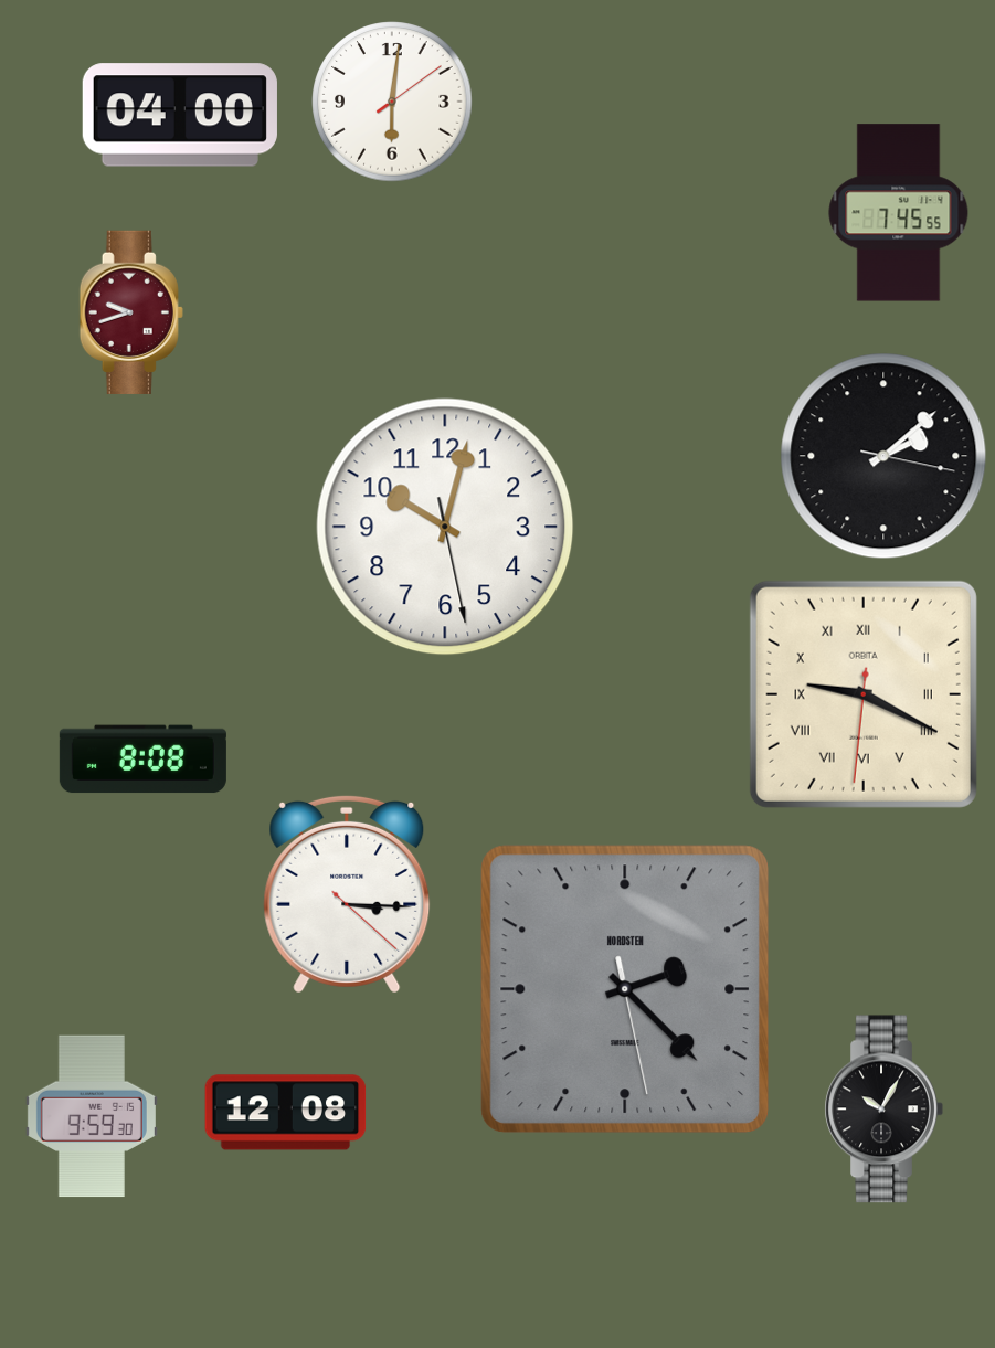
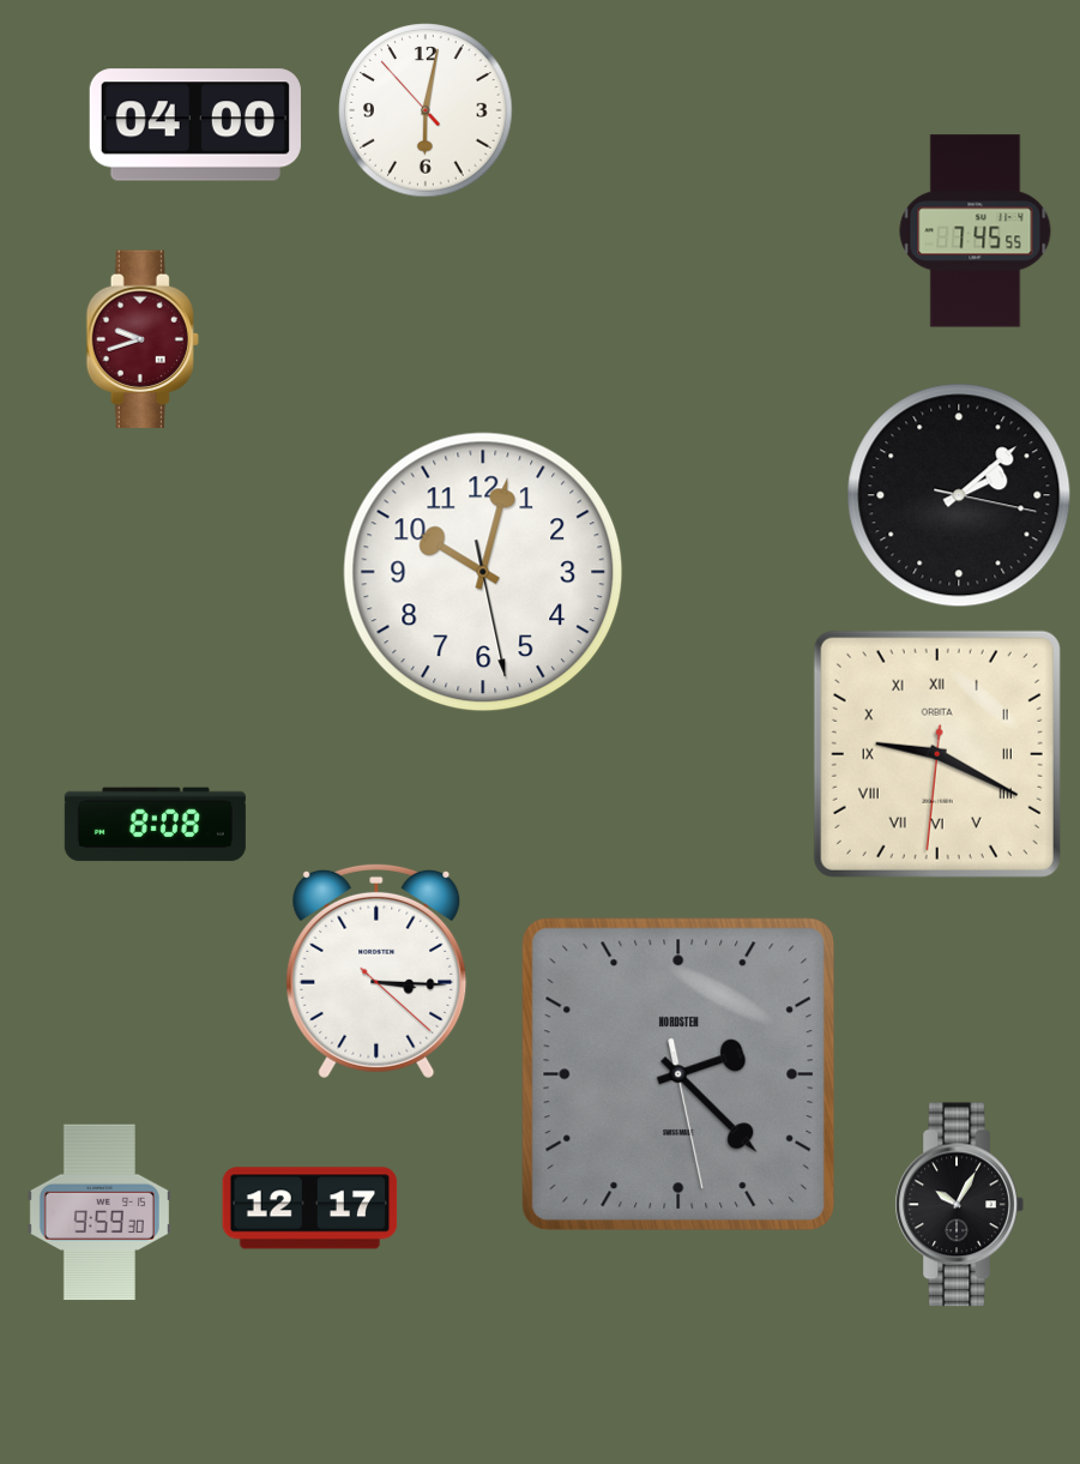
clock at (392, 102): 6:01:09 -> 6:01:53
clock at (286, 1113): 12:08 -> 12:17
